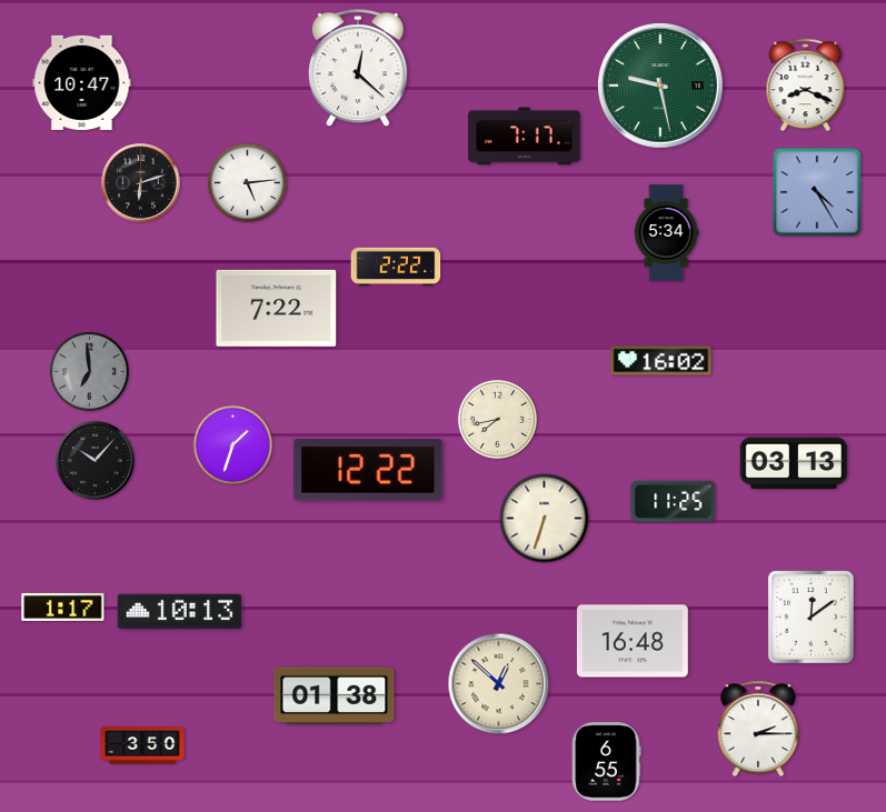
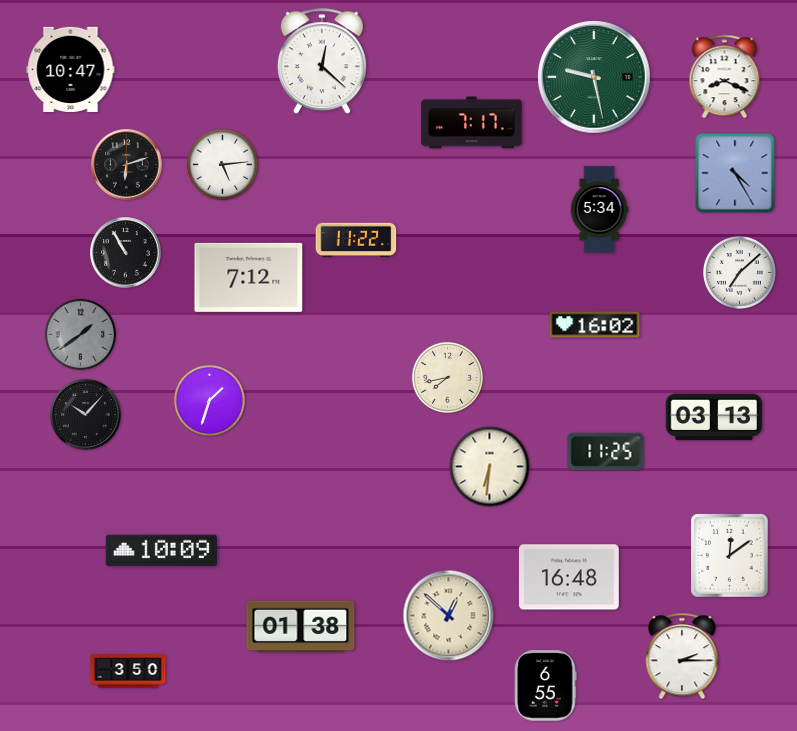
clock at (82, 82) position: (82, 82) -> (71, 69)
clock at (396, 267): 2:22 -> 11:22
clock at (126, 253): none -> 10:55
clock at (739, 272): none -> 7:08
clock at (277, 308): 7:22 -> 7:12
clock at (89, 371): 6:59 -> 1:39
clock at (368, 470): 12:22 -> none
clock at (545, 519): 6:33 -> 6:31
clock at (63, 607): 1:17 -> none
clock at (180, 612): 10:13 -> 10:09
